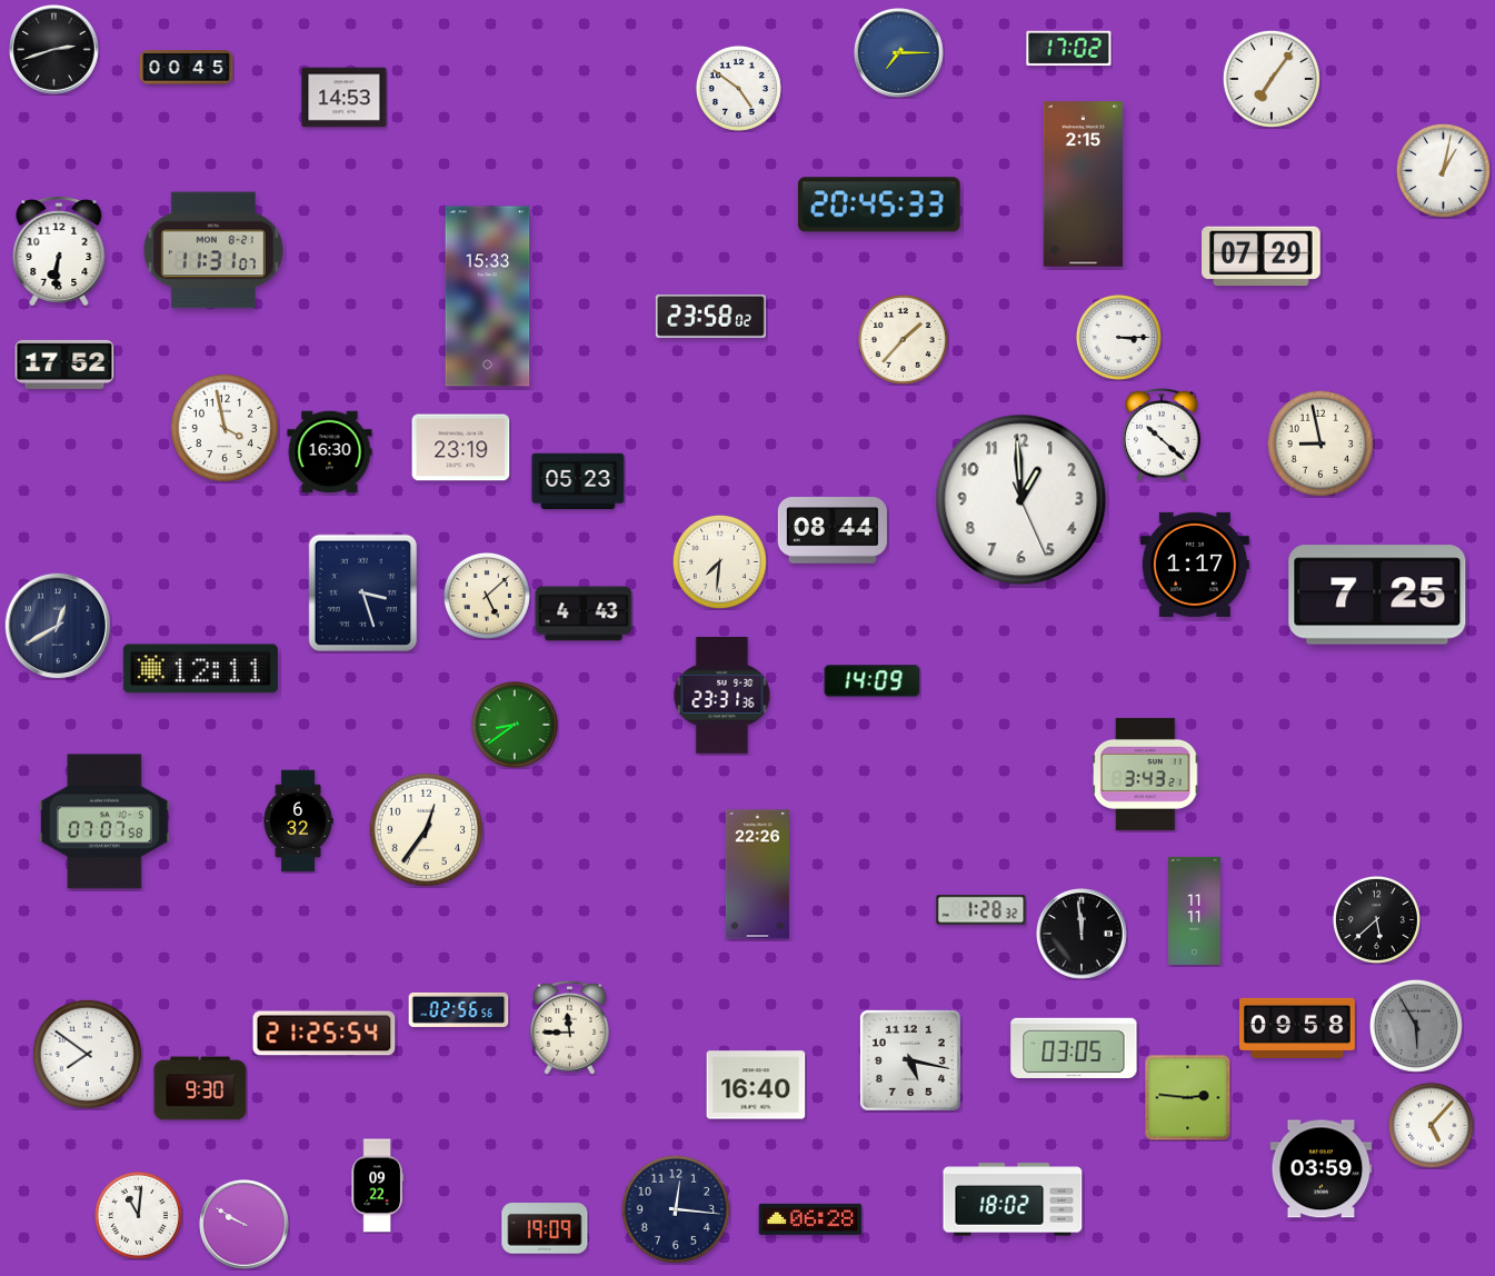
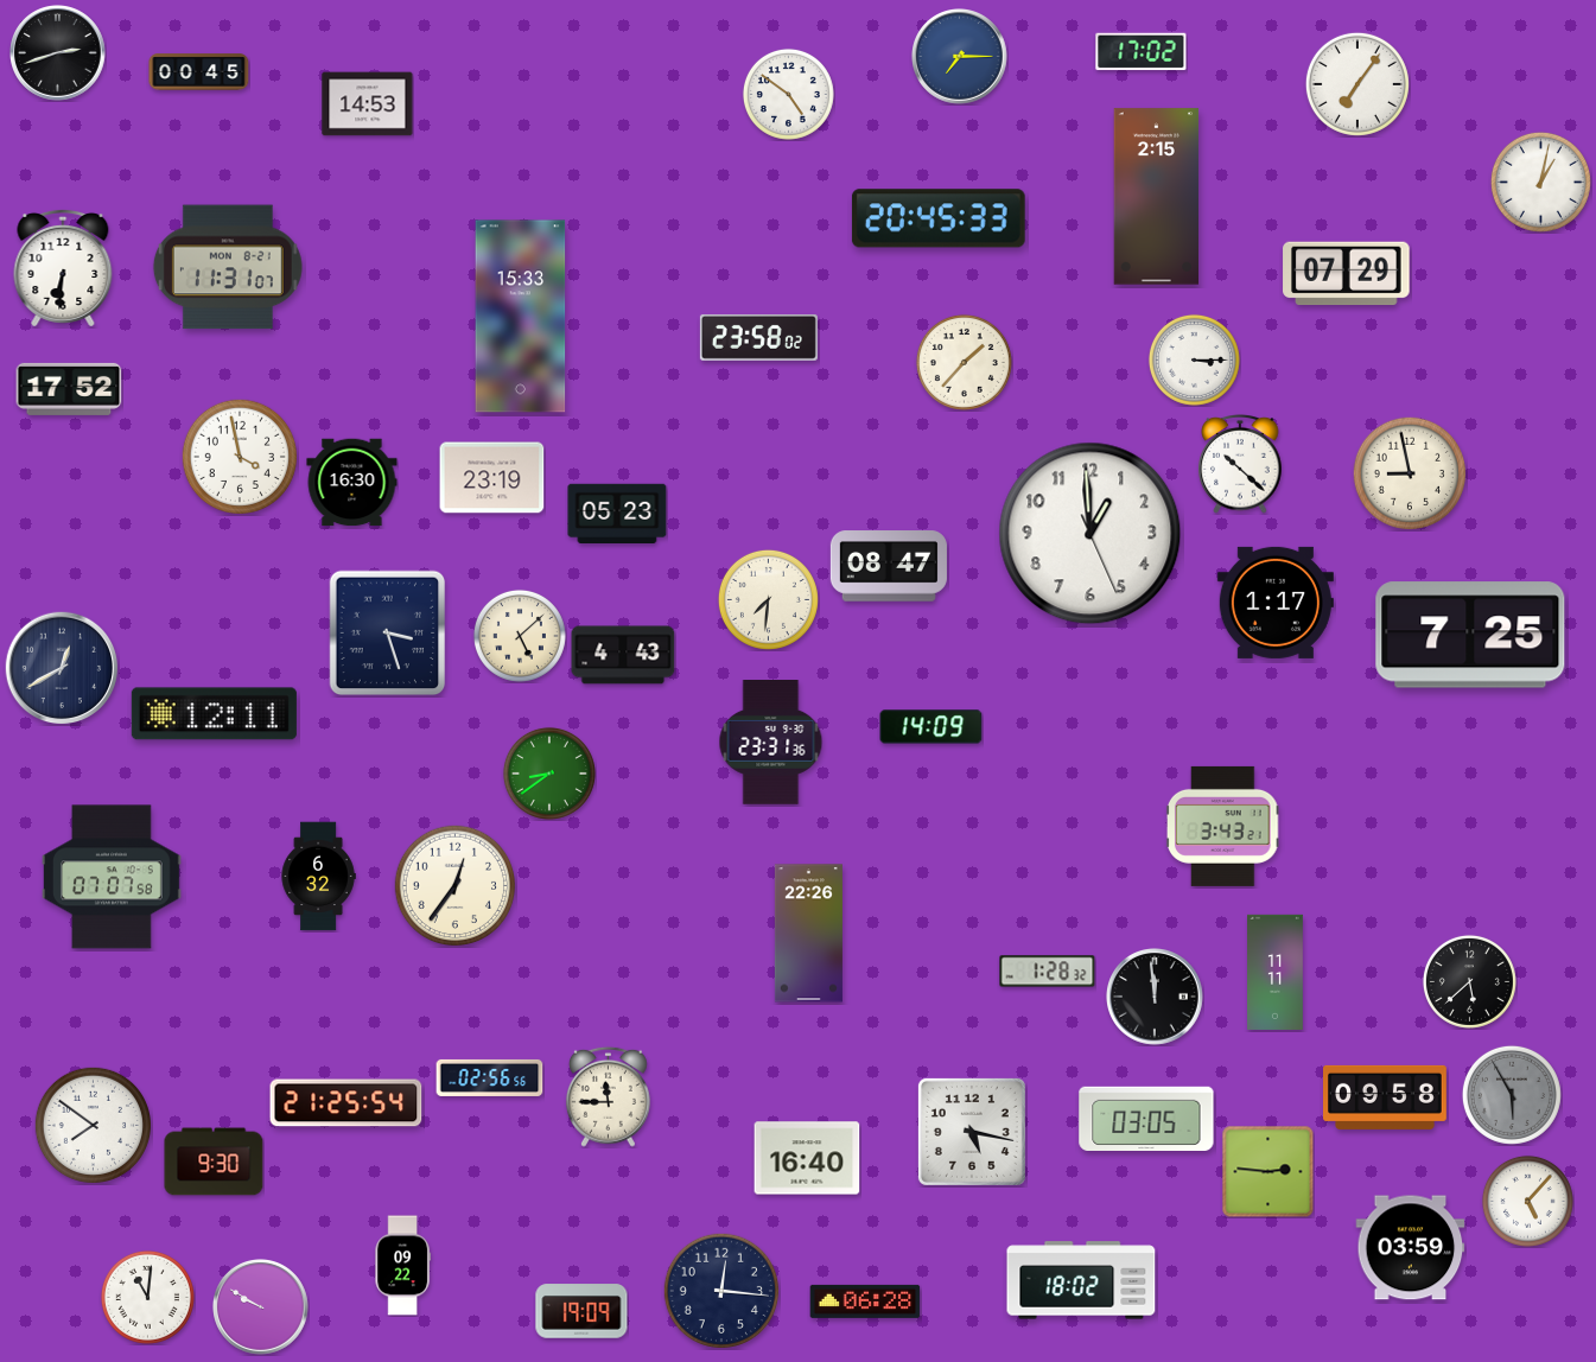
clock at (833, 530): 08:44 -> 08:47
